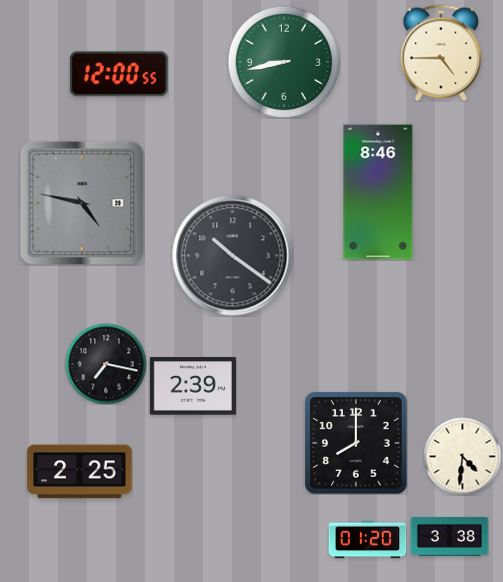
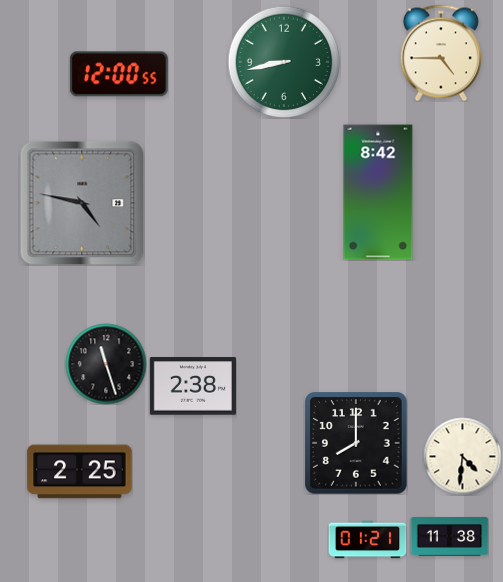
clock at (378, 192): 8:46 -> 8:42
clock at (233, 256): 10:21 -> none
clock at (106, 364): 7:17 -> 11:27
clock at (193, 386): 2:39 -> 2:38
clock at (449, 536): 3:38 -> 11:38
clock at (367, 540): 01:20 -> 01:21
